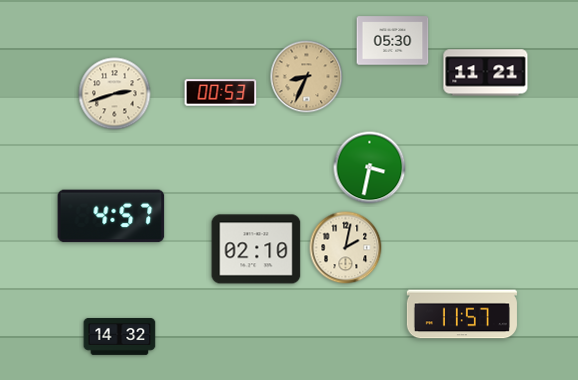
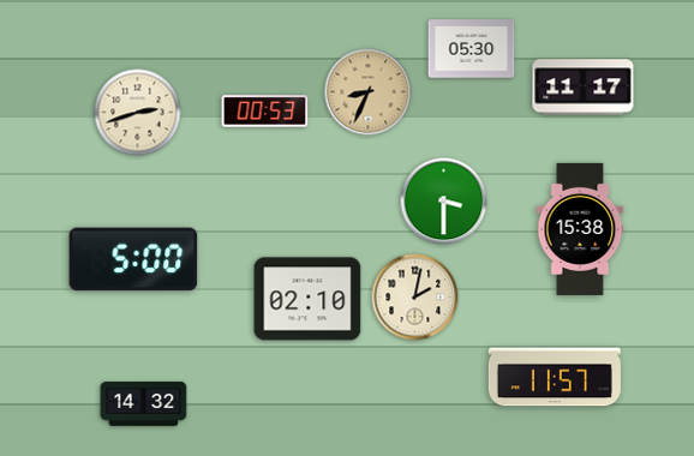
clock at (486, 73): 11:21 -> 11:17
clock at (370, 168): 3:32 -> 3:30
clock at (580, 229): none -> 15:38
clock at (111, 216): 4:57 -> 5:00
